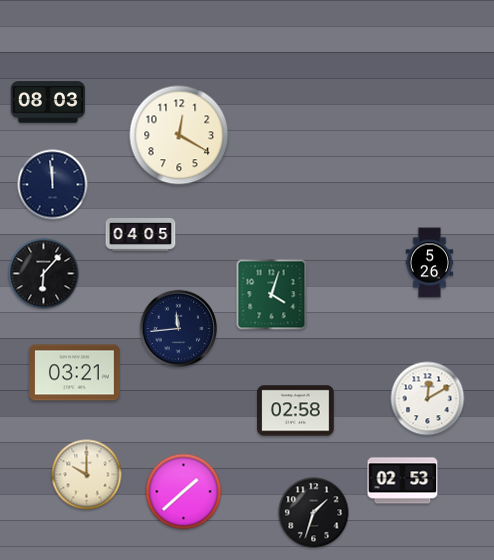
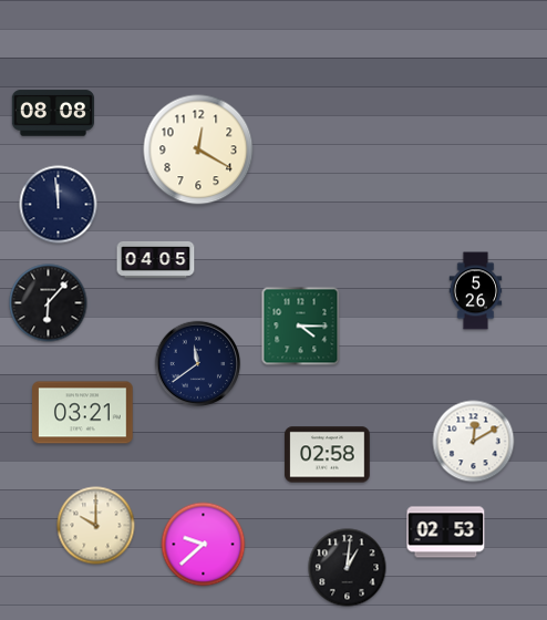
clock at (48, 102): 08:03 -> 08:08
clock at (272, 295): 4:03 -> 4:15
clock at (179, 329): 11:44 -> 11:39
clock at (184, 492): 1:38 -> 9:38
clock at (314, 513): 1:33 -> 1:01
